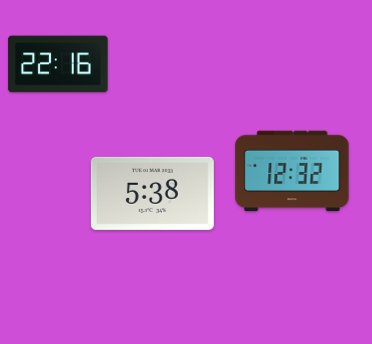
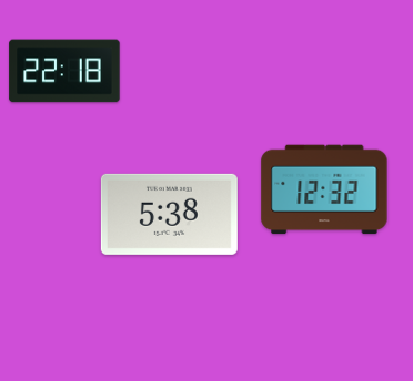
clock at (58, 64): 22:16 -> 22:18
